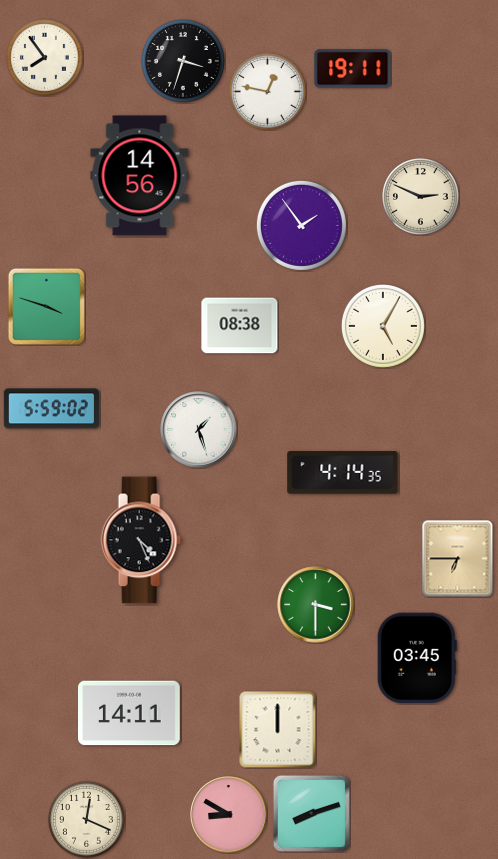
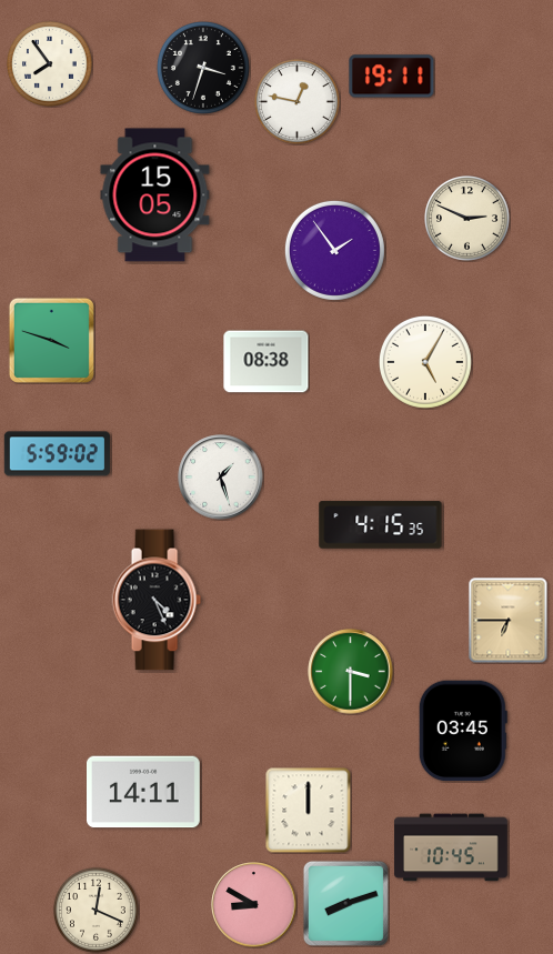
clock at (140, 176): 14:56 -> 15:05
clock at (343, 473): 4:14 -> 4:15
clock at (451, 847): none -> 10:45
